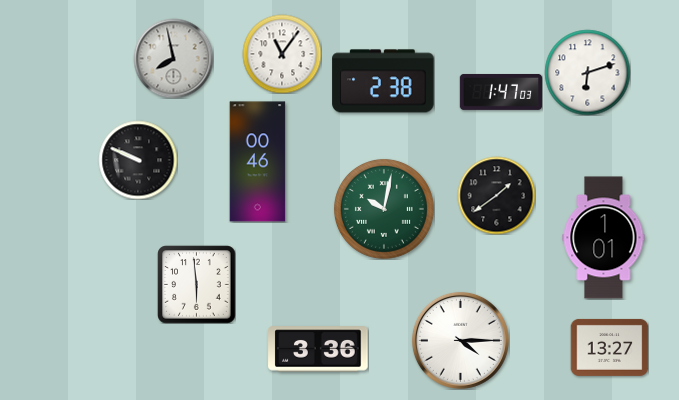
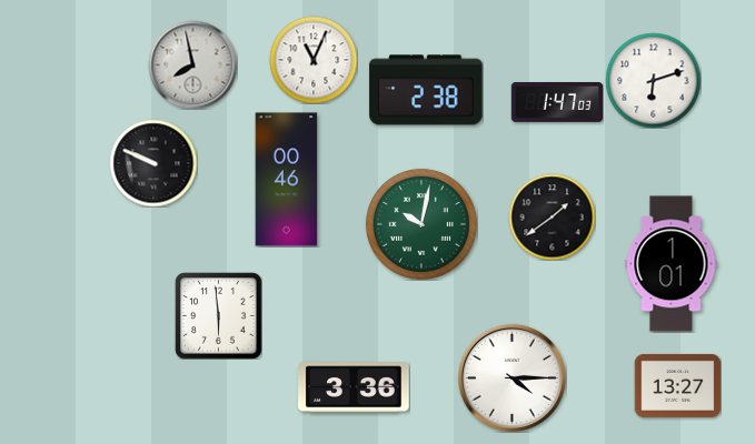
clock at (282, 54): 11:06 -> 11:04
clock at (138, 160) position: (138, 160) -> (153, 163)
clock at (384, 209) position: (384, 209) -> (421, 224)
